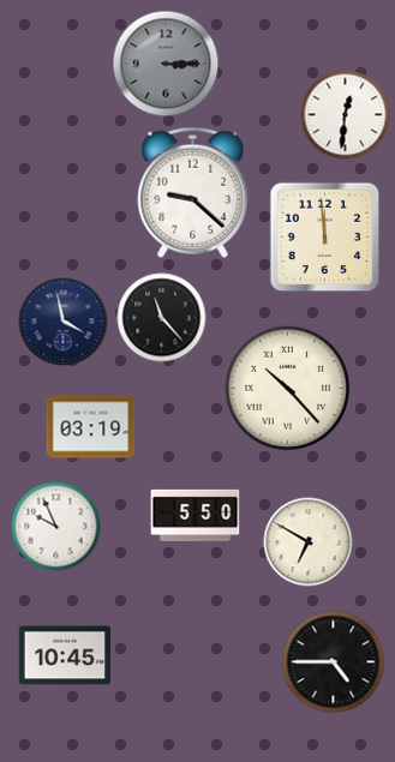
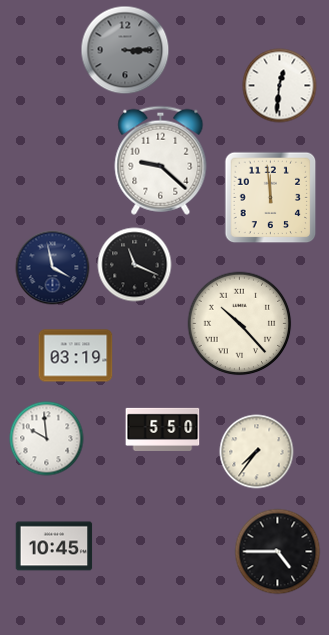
clock at (166, 64) position: (166, 64) -> (125, 50)
clock at (346, 115) position: (346, 115) -> (280, 86)
clock at (162, 318): 11:23 -> 11:19
clock at (56, 527): 9:56 -> 9:59
clock at (309, 542): 6:50 -> 7:36
